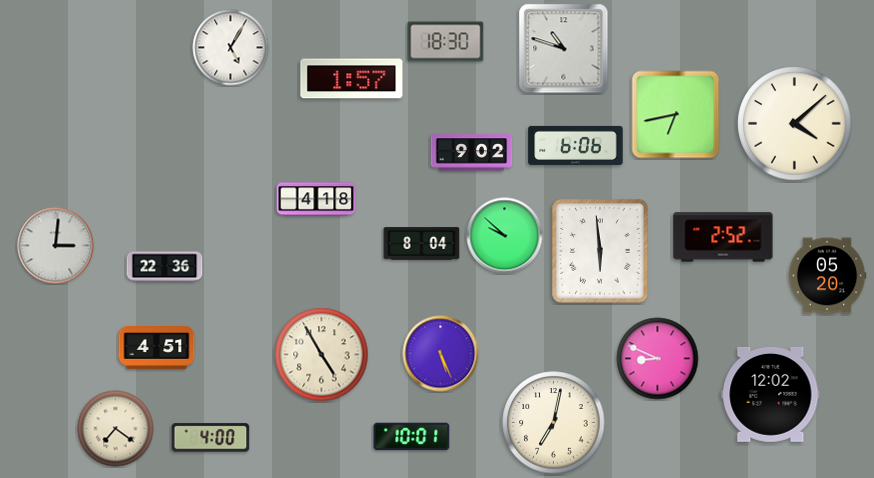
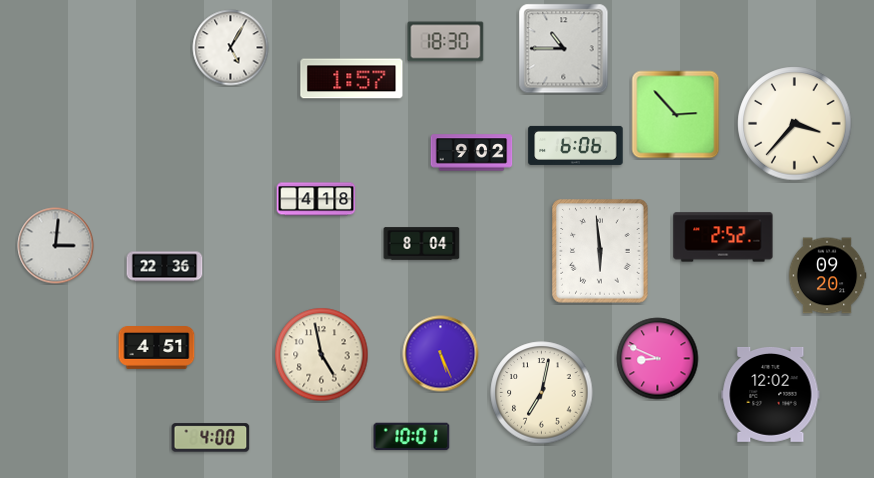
clock at (564, 49): 10:48 -> 10:45
clock at (676, 115): 6:43 -> 2:53
clock at (795, 124): 4:08 -> 3:37
clock at (505, 236): 9:52 -> none
clock at (827, 276): 05:20 -> 09:20
clock at (322, 355): 4:55 -> 4:58
clock at (554, 423) position: (554, 423) -> (542, 393)
clock at (116, 429): 7:21 -> none
